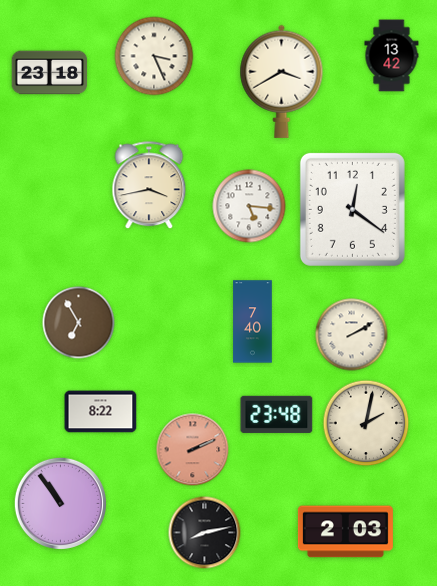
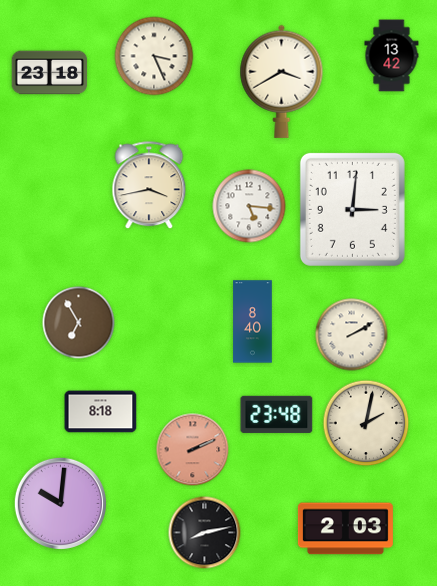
clock at (352, 209): 12:21 -> 3:01
clock at (253, 322): 7:40 -> 8:40
clock at (101, 412): 8:22 -> 8:18
clock at (60, 503): 10:54 -> 10:01
clock at (345, 532) position: (345, 532) -> (345, 529)
